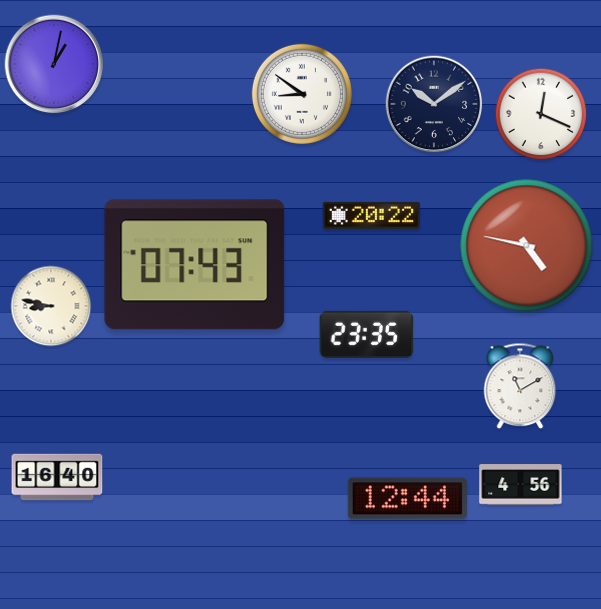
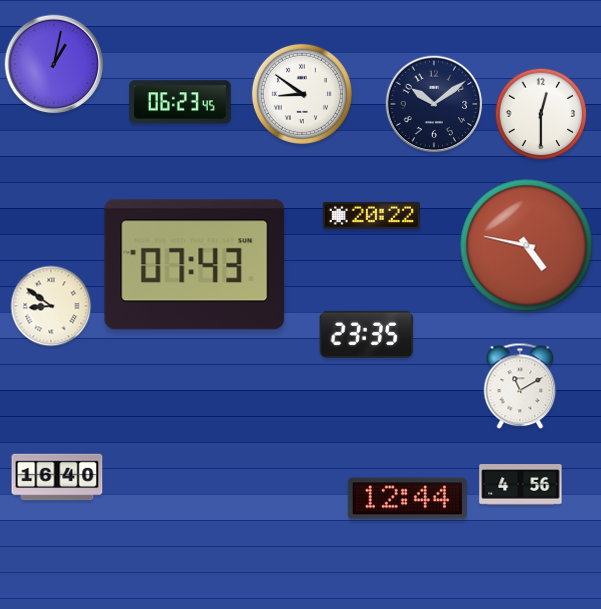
clock at (180, 102): none -> 06:23
clock at (541, 114): 12:19 -> 12:30
clock at (51, 306): 8:47 -> 8:51
